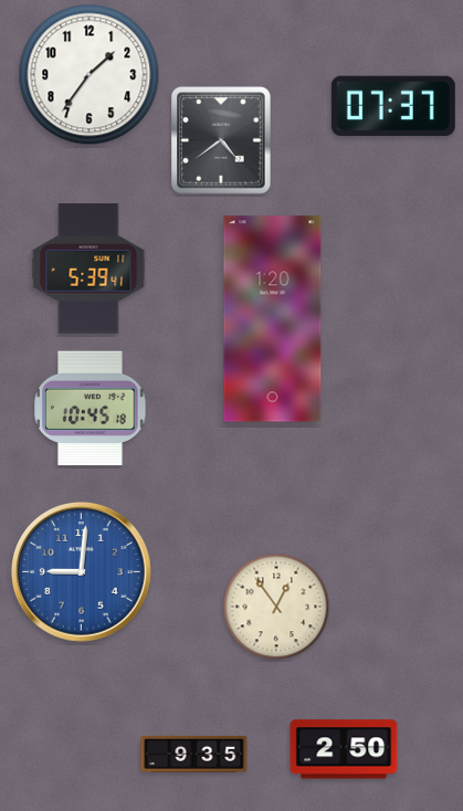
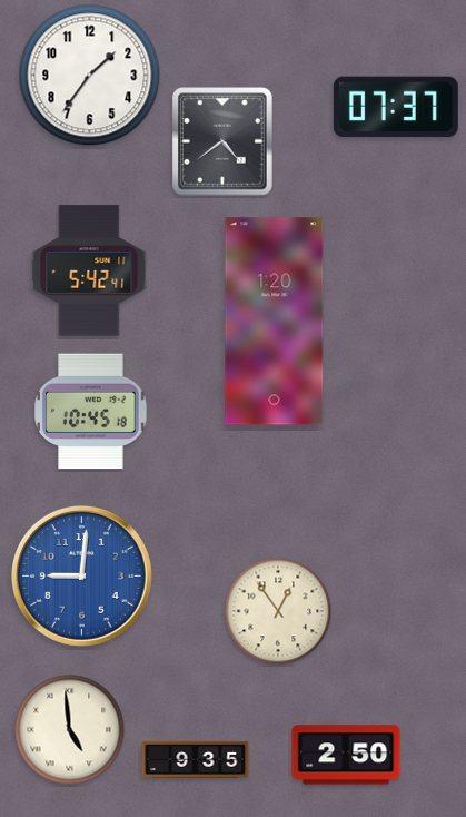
clock at (88, 268): 5:39 -> 5:42
clock at (70, 730): none -> 4:59
